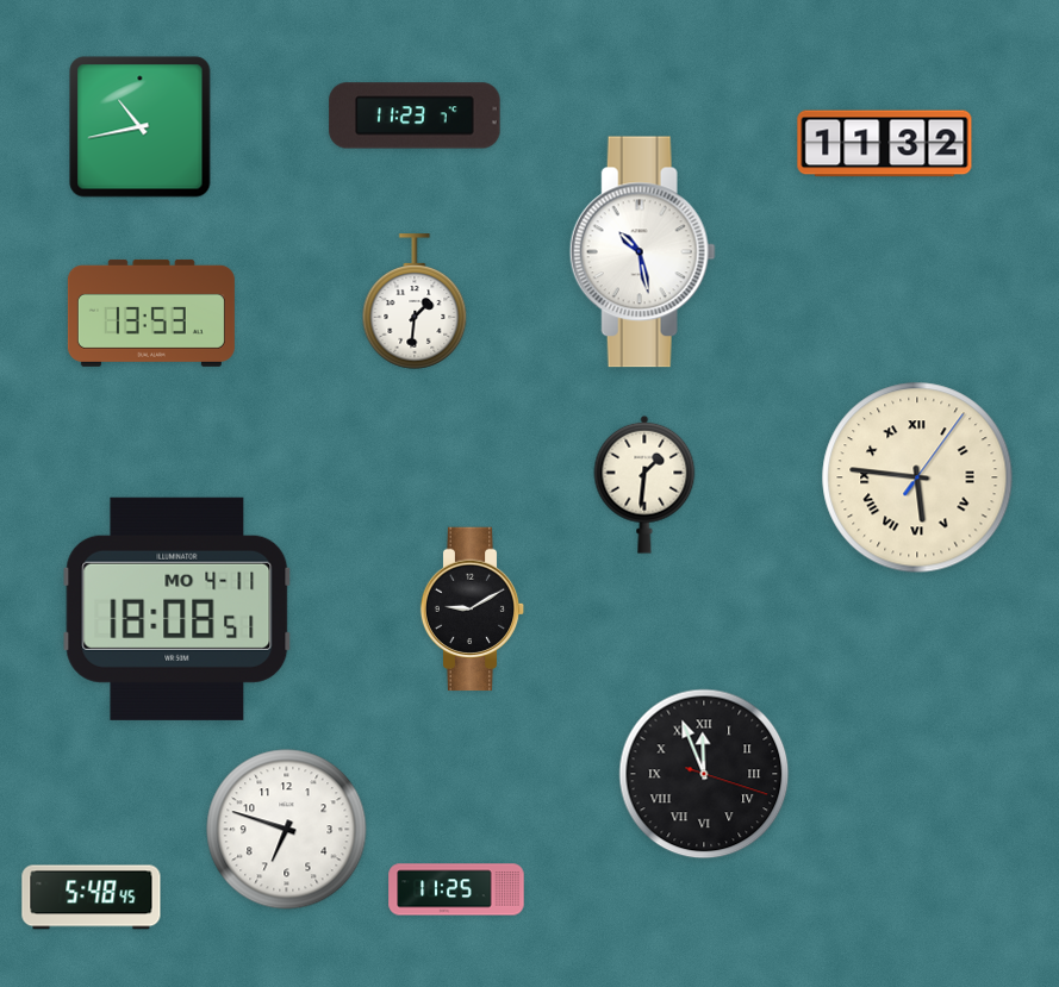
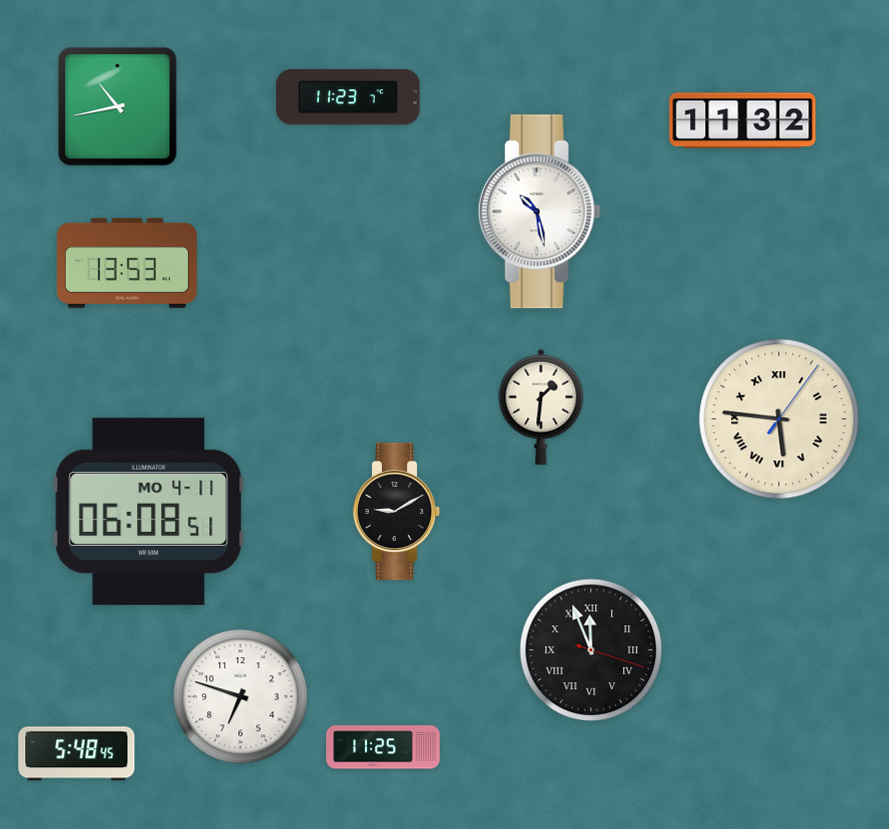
clock at (415, 301): 1:31 -> none
clock at (917, 477) position: (917, 477) -> (779, 419)
clock at (177, 608): 18:08 -> 06:08
